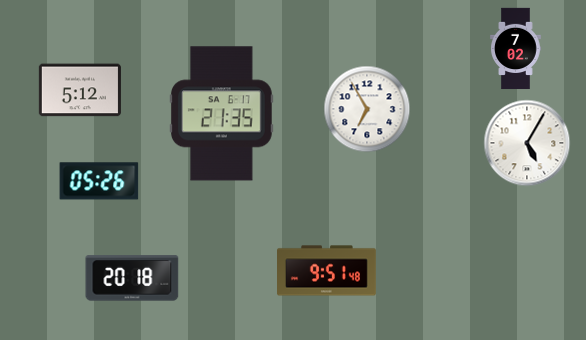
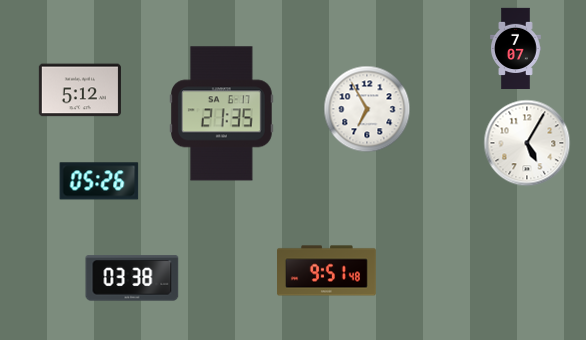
clock at (516, 49): 7:02 -> 7:07
clock at (132, 278): 20:18 -> 03:38
